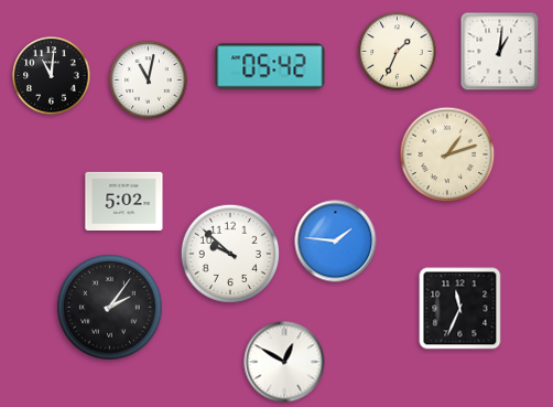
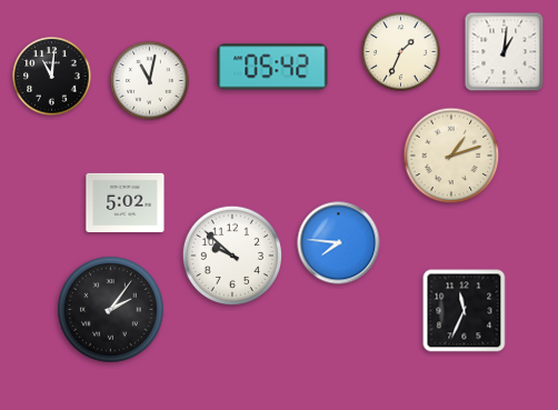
clock at (336, 242): 1:46 -> 7:46
clock at (284, 362): 12:50 -> none
